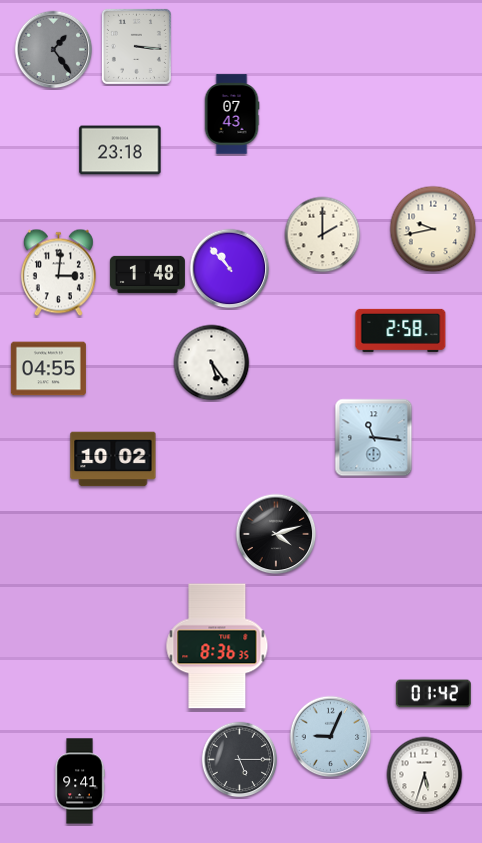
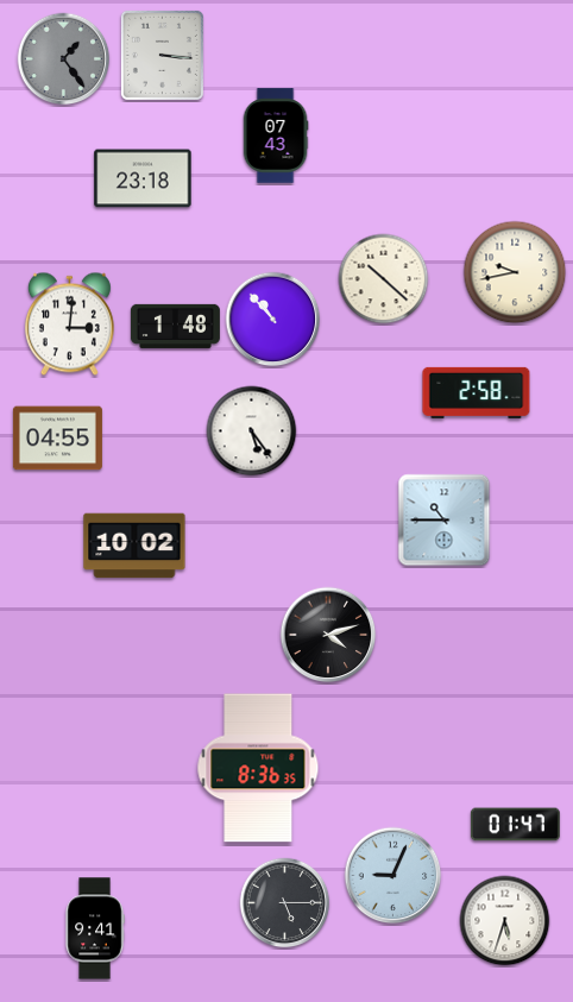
clock at (323, 235): 2:00 -> 10:22
clock at (374, 438): 11:16 -> 10:45
clock at (433, 694): 01:42 -> 01:47
